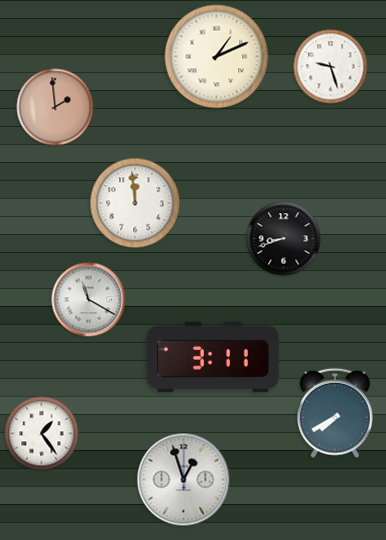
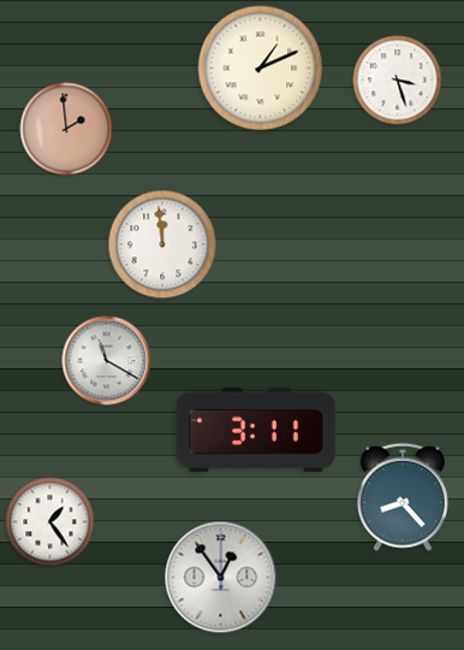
clock at (331, 67): 9:27 -> 3:27
clock at (284, 239): 8:42 -> none
clock at (336, 413): 7:40 -> 8:23
clock at (184, 480): 12:57 -> 12:54
